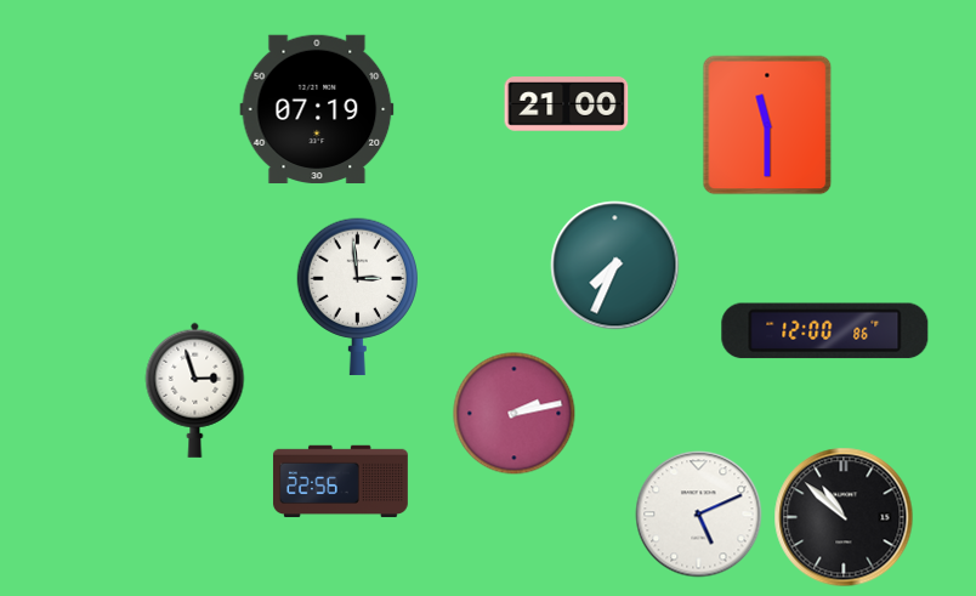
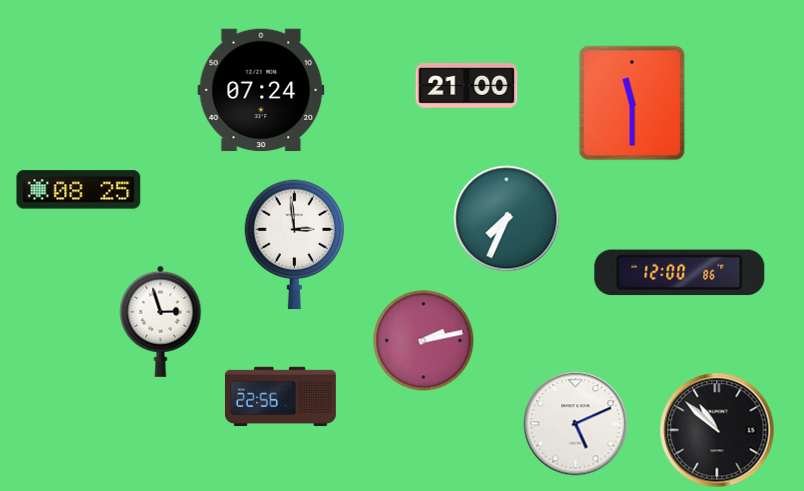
clock at (317, 109): 07:19 -> 07:24
clock at (79, 190): none -> 08:25
clock at (844, 517) position: (844, 517) -> (717, 430)
